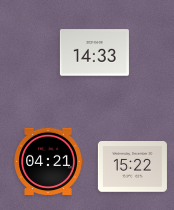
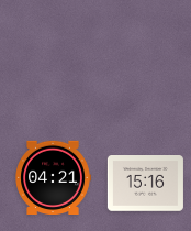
clock at (94, 53): 14:33 -> none
clock at (132, 167): 15:22 -> 15:16
